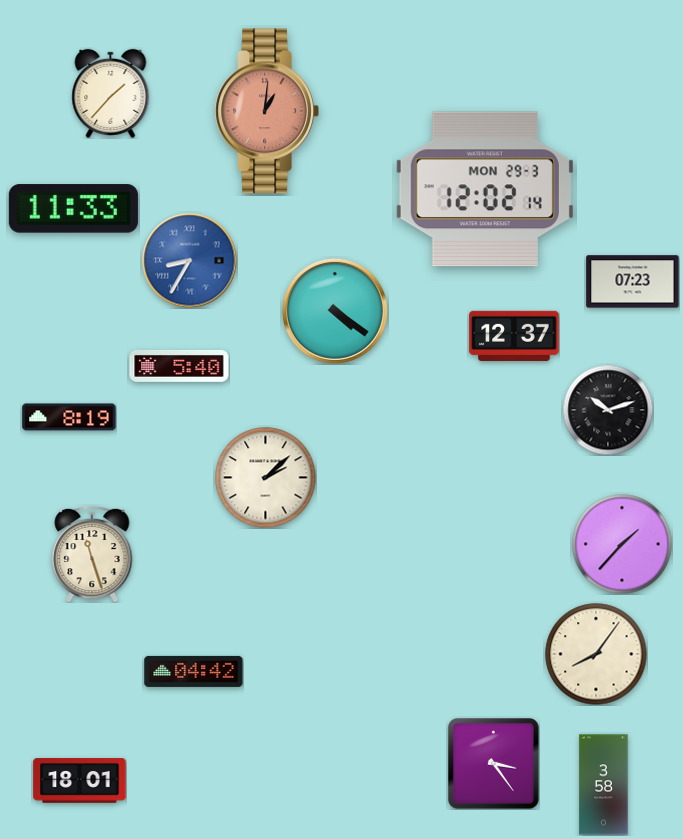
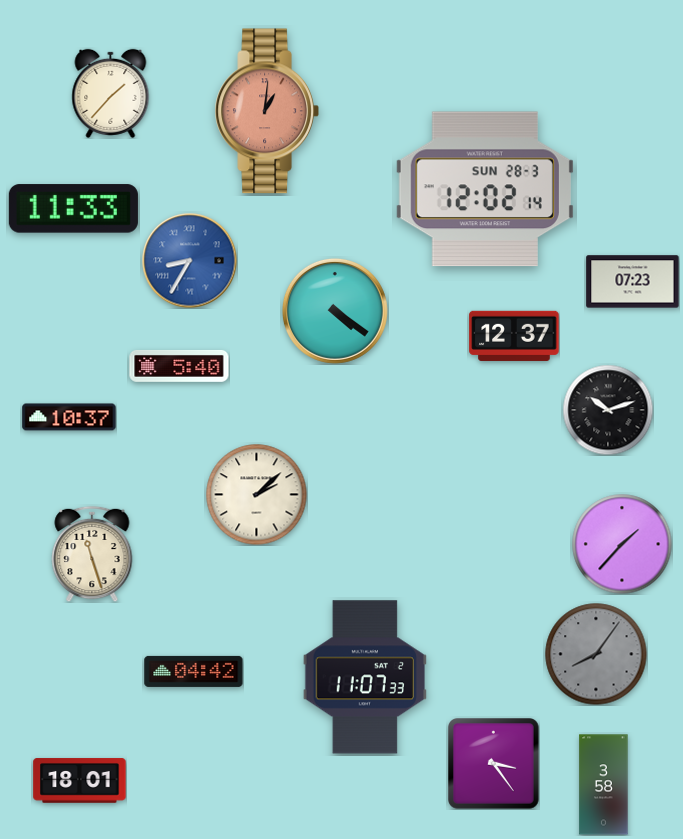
clock at (485, 189) date: MON 29-3 -> SUN 28-3
clock at (69, 417): 8:19 -> 10:37
clock at (266, 478) position: (266, 478) -> (257, 495)
clock at (596, 654) dial: cream -> grey
clock at (365, 677): none -> 11:07
